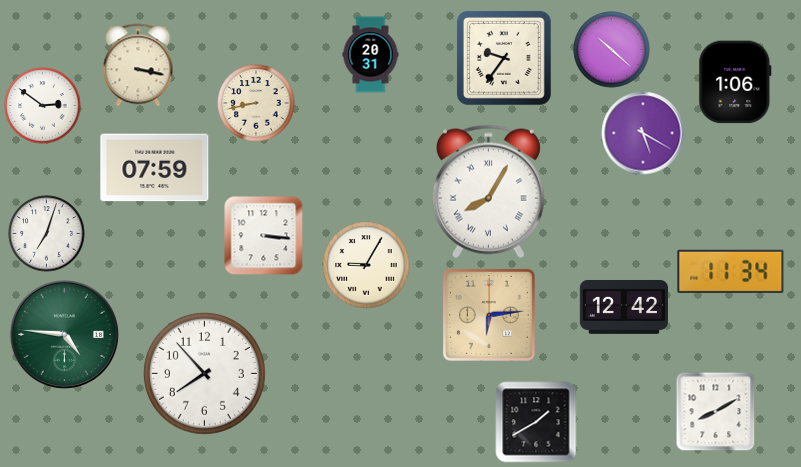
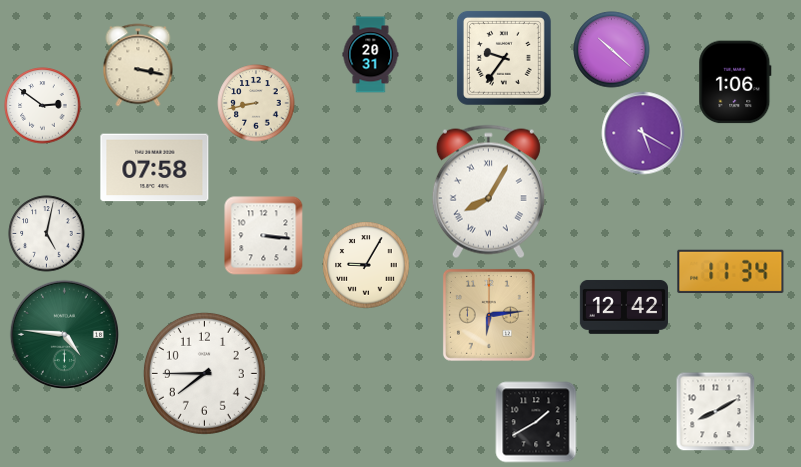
clock at (155, 168): 07:59 -> 07:58
clock at (47, 234): 7:03 -> 5:02
clock at (204, 373): 7:53 -> 7:45
